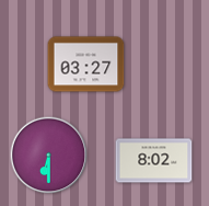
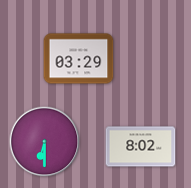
clock at (86, 65): 03:27 -> 03:29
